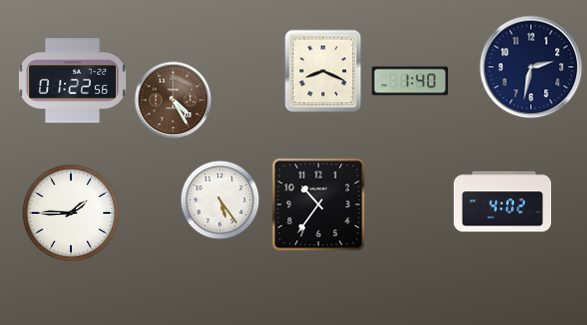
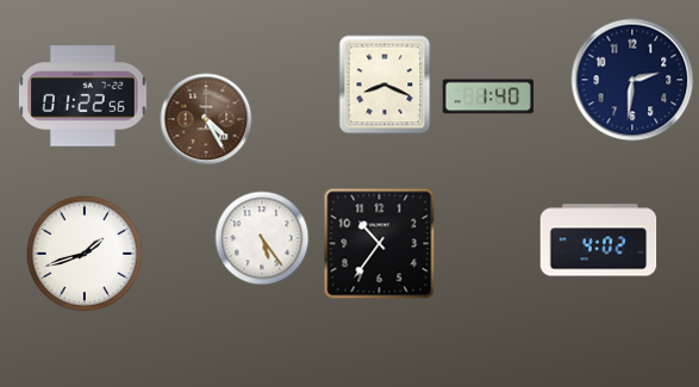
clock at (531, 67): 2:32 -> 2:31
clock at (72, 81) position: (72, 81) -> (82, 96)
clock at (71, 213): 1:45 -> 1:42
